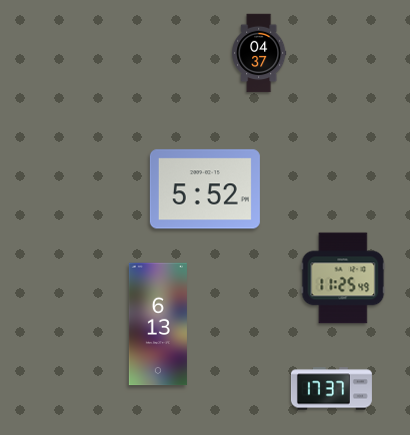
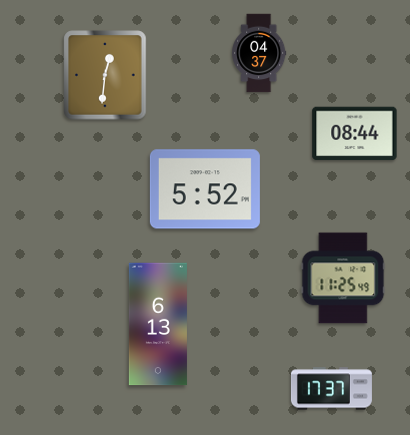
clock at (105, 75): none -> 12:31
clock at (355, 134): none -> 08:44
